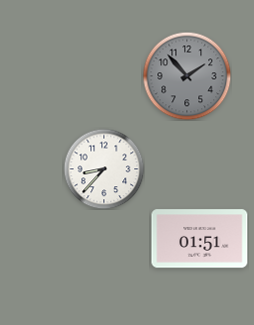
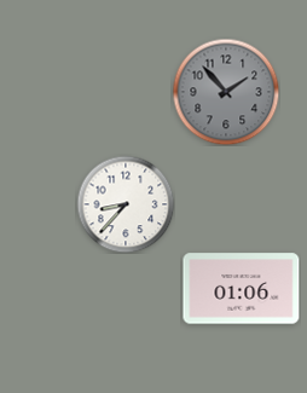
clock at (200, 239): 01:51 -> 01:06
